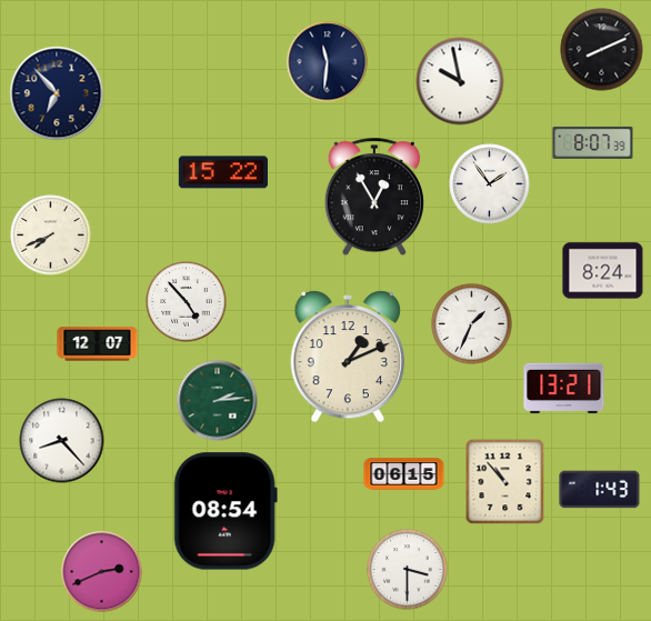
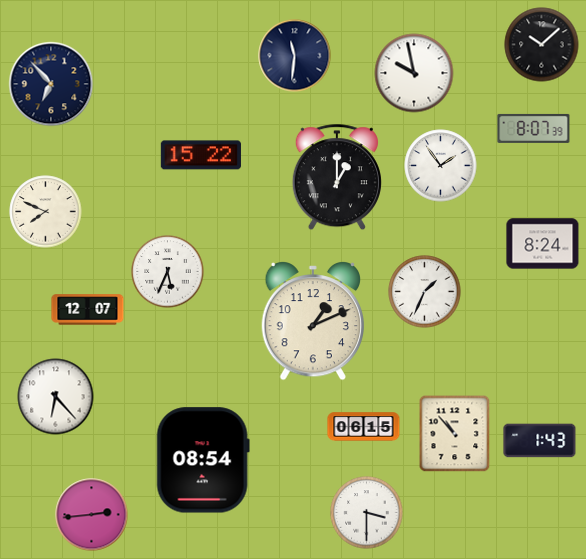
clock at (602, 50): 8:11 -> 10:08
clock at (374, 198): 12:55 -> 1:00
clock at (51, 236): 7:41 -> 7:49
clock at (187, 302): 4:53 -> 5:34
clock at (564, 388): 13:21 -> none
clock at (218, 401): 2:14 -> none
clock at (62, 441): 8:23 -> 6:23
clock at (102, 572): 2:41 -> 2:44
